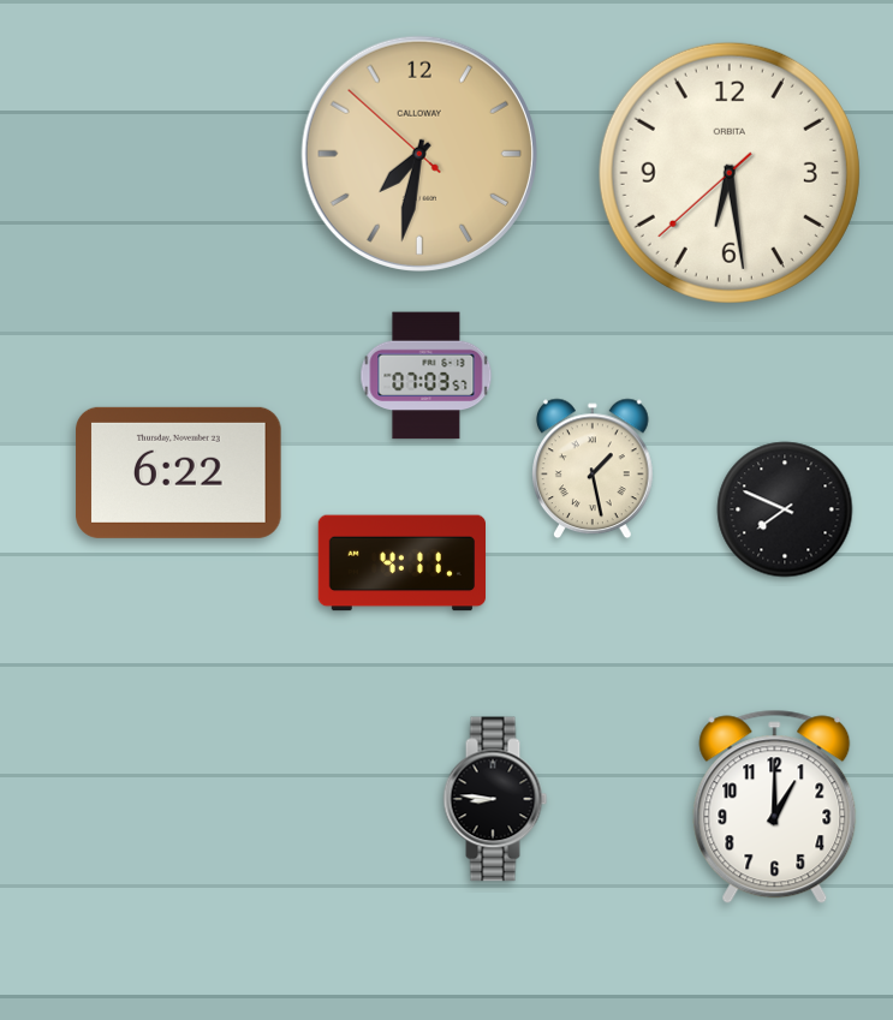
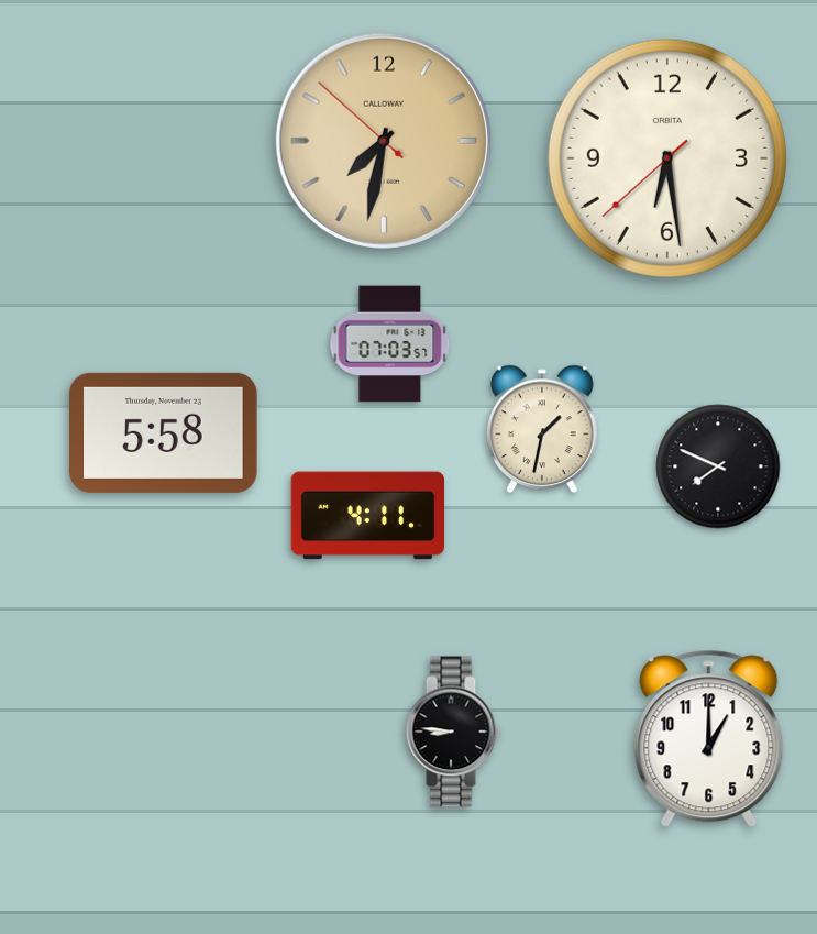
clock at (594, 469): 1:28 -> 1:32
clock at (179, 472): 6:22 -> 5:58
